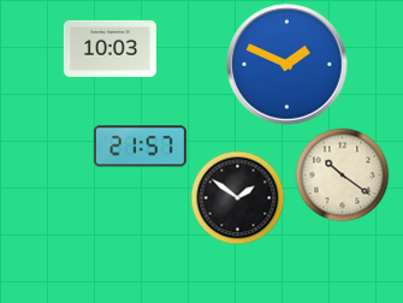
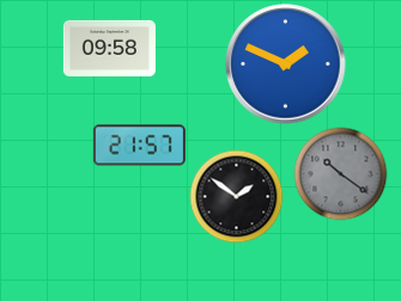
clock at (109, 48): 10:03 -> 09:58
clock at (342, 174) dial: cream -> grey
